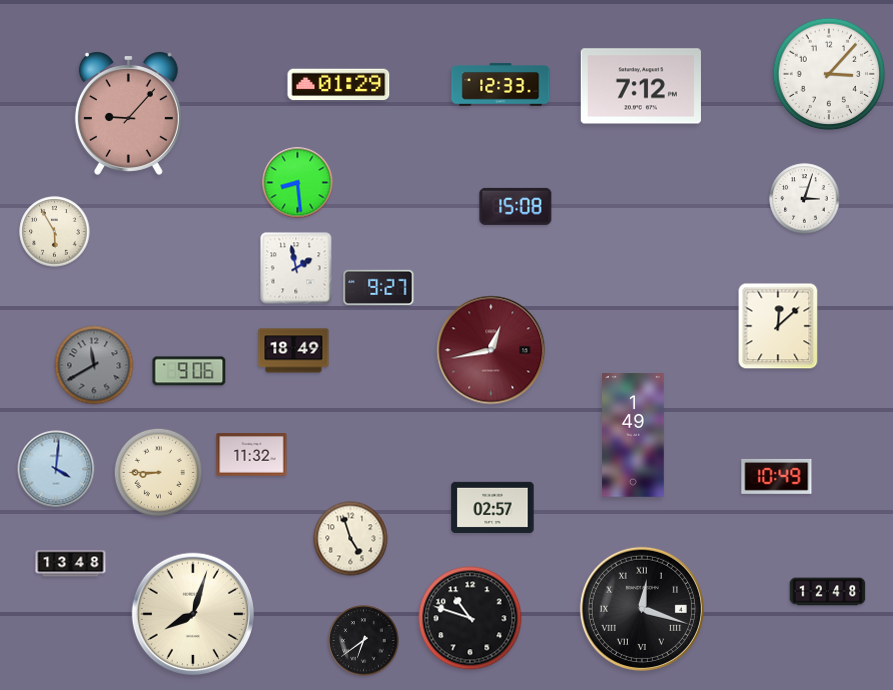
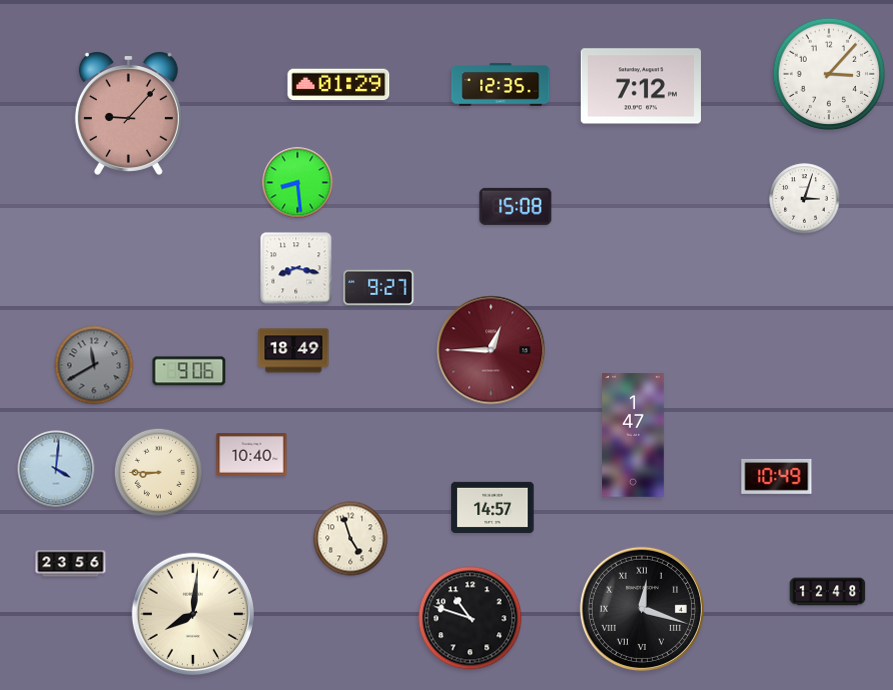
clock at (501, 85): 12:33 -> 12:35
clock at (55, 232): 5:55 -> none
clock at (296, 268): 1:58 -> 8:17
clock at (778, 326): 12:08 -> none
clock at (491, 350): 12:43 -> 12:45
clock at (633, 435): 1:49 -> 1:47
clock at (252, 455): 11:32 -> 10:40
clock at (493, 507): 02:57 -> 14:57
clock at (71, 564): 13:48 -> 23:56
clock at (192, 613): 8:03 -> 8:01
clock at (364, 641): 6:39 -> none
